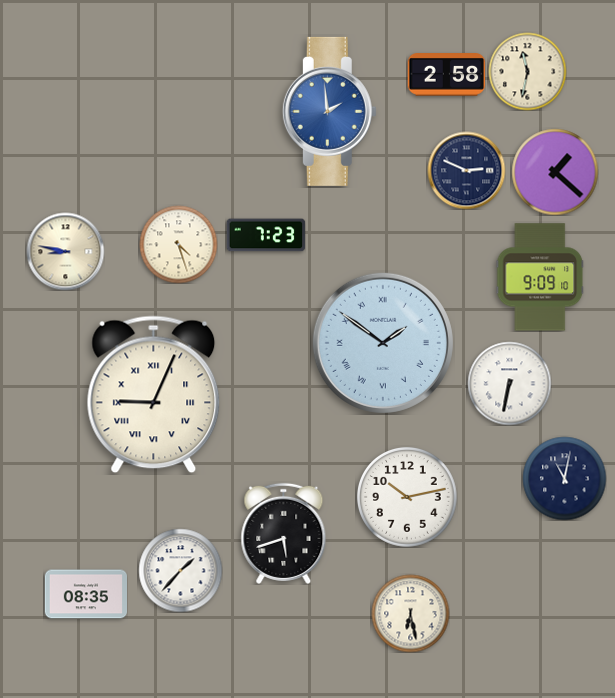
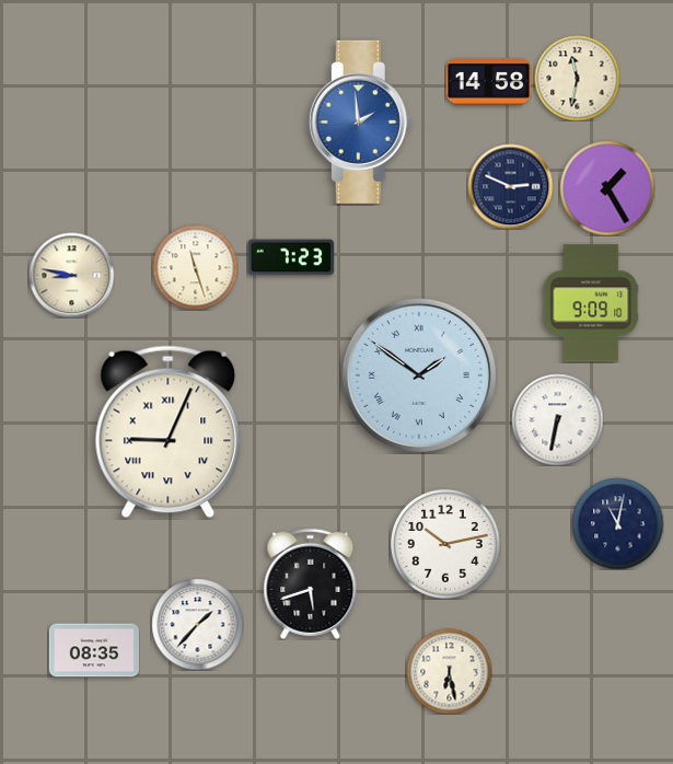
clock at (446, 75): 2:58 -> 14:58
clock at (555, 172): 1:22 -> 1:25
clock at (178, 244): 4:27 -> 11:27
